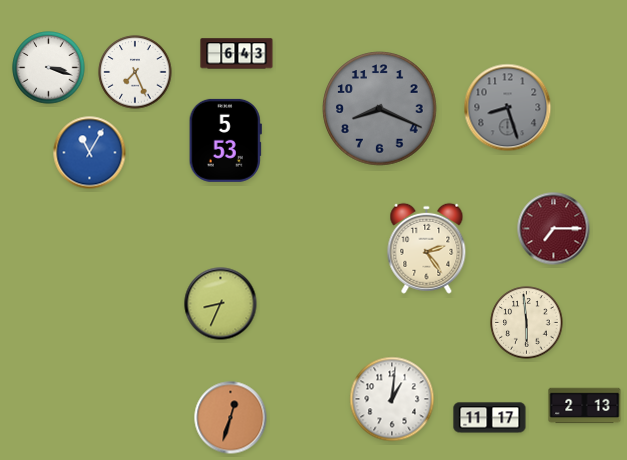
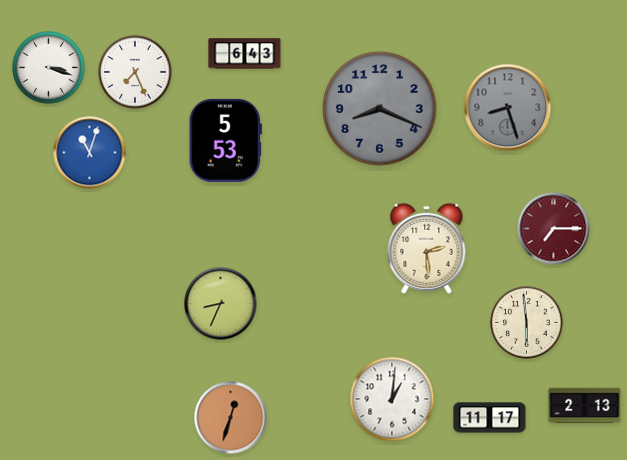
clock at (237, 54) position: (237, 54) -> (245, 54)
clock at (90, 153): 11:05 -> 11:03
clock at (427, 248): 2:24 -> 2:29
